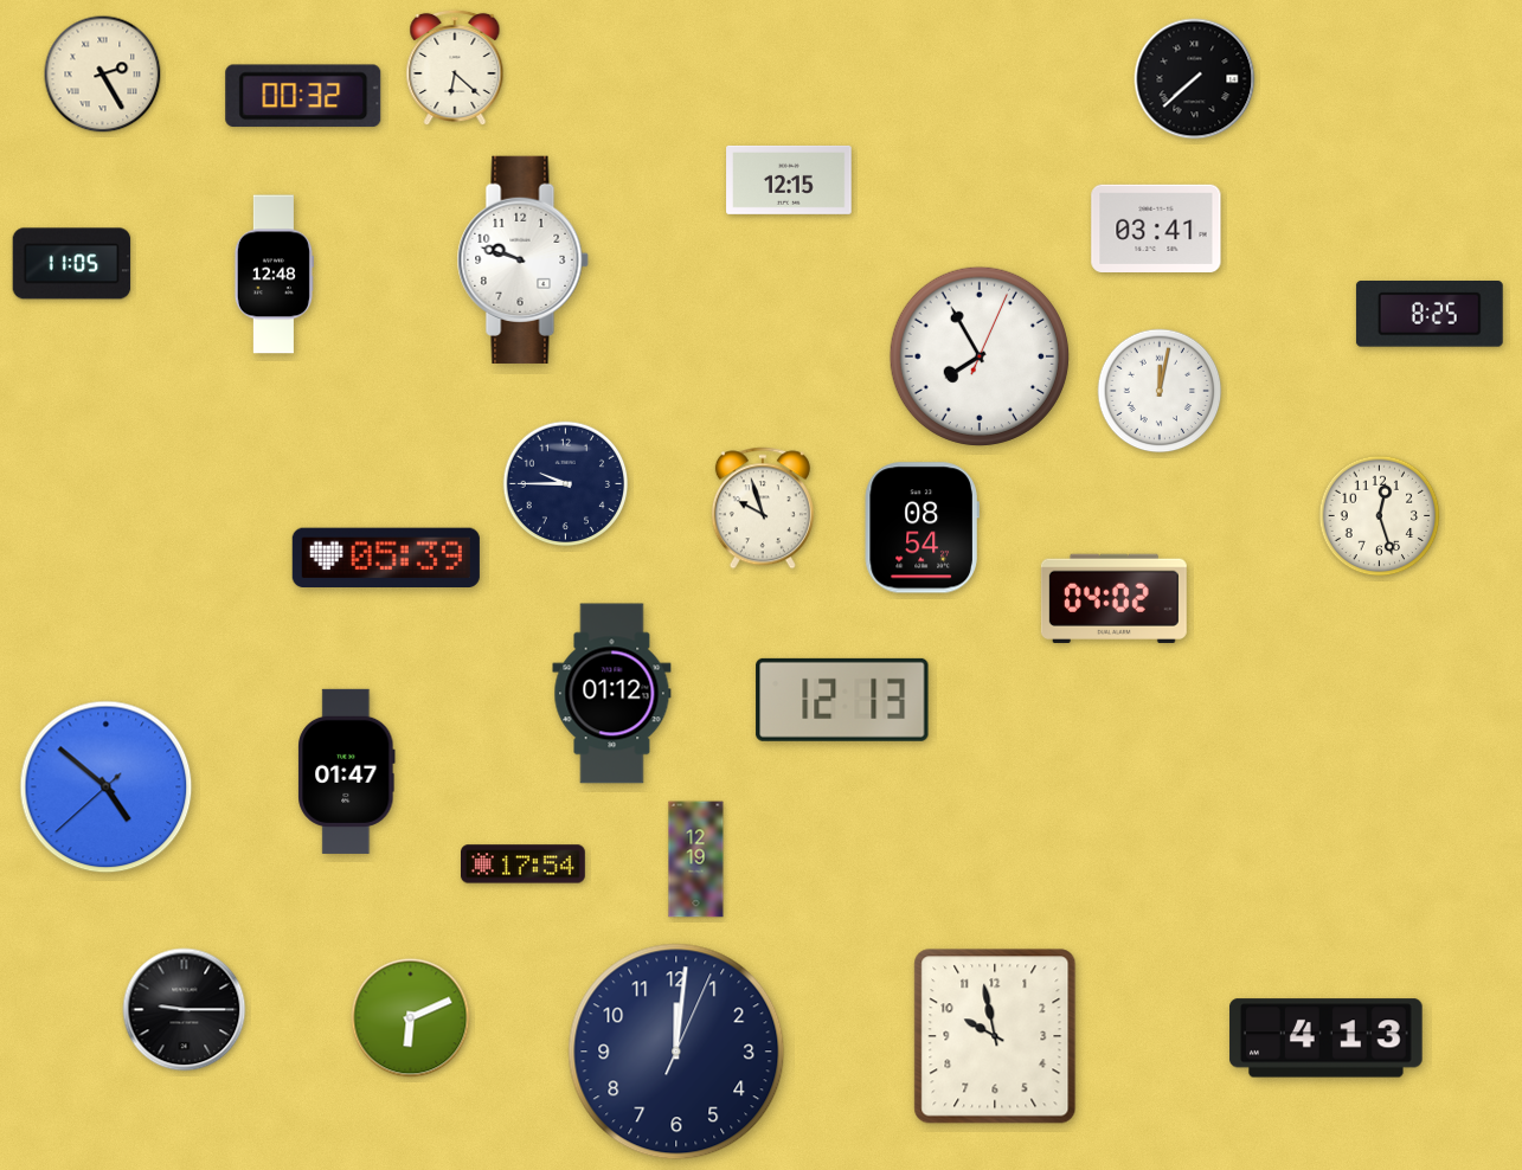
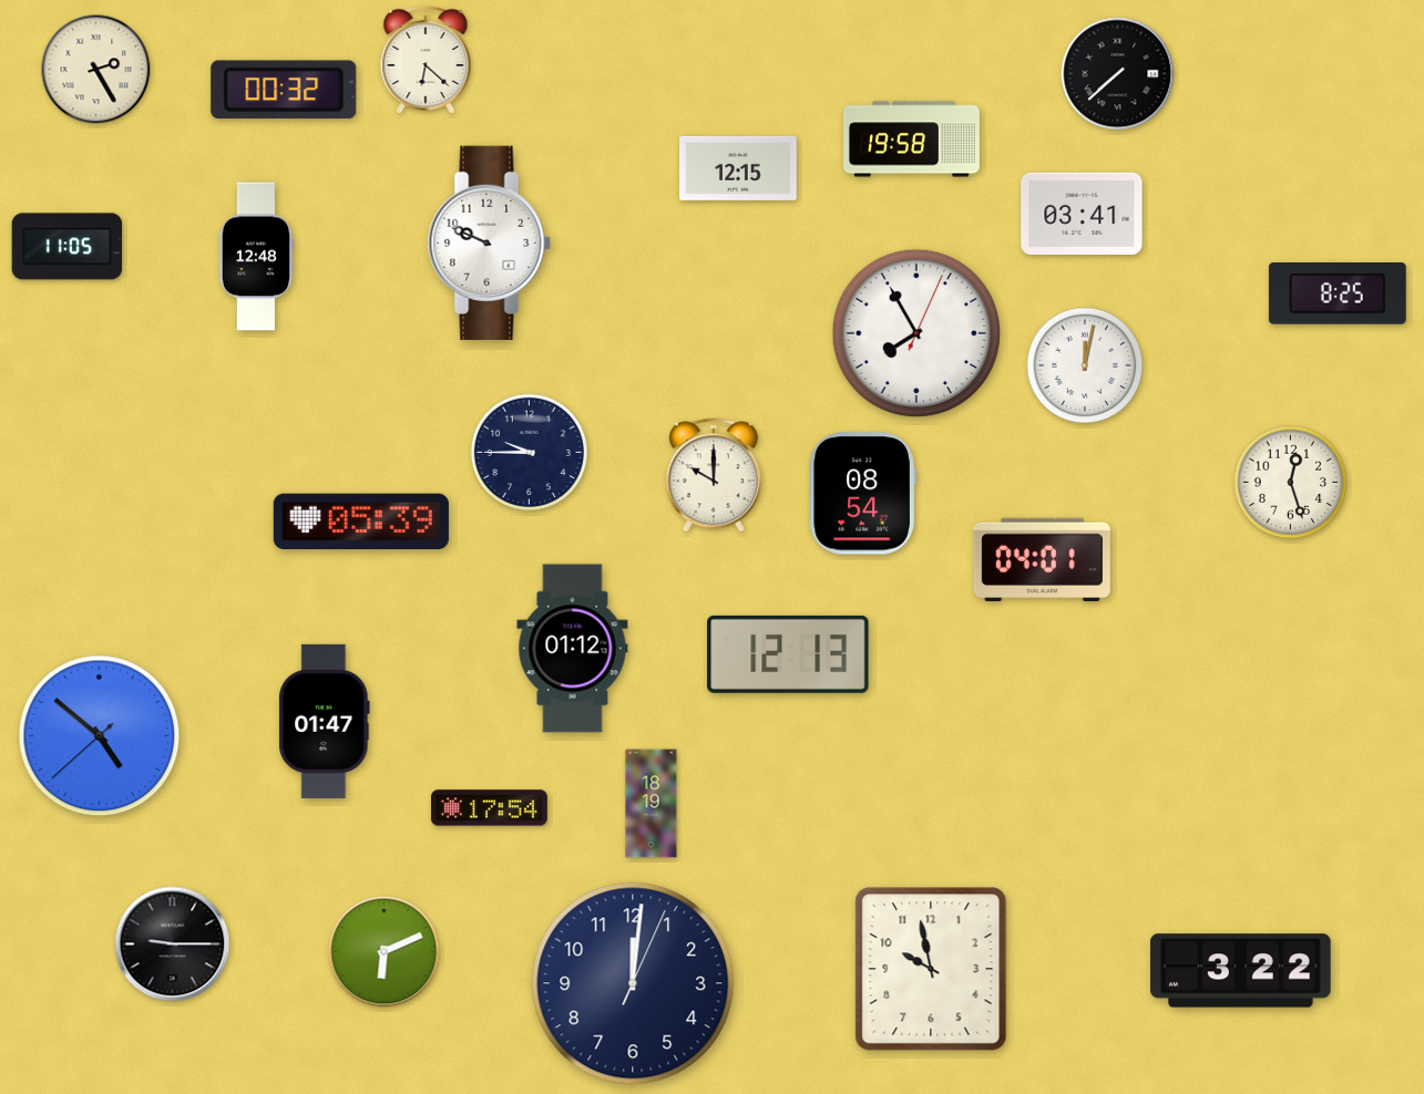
clock at (455, 67) position: (455, 67) -> (426, 60)
clock at (911, 140): none -> 19:58
clock at (522, 259): 9:48 -> 9:49
clock at (763, 508): 9:57 -> 10:00
clock at (1113, 598): 04:02 -> 04:01
clock at (696, 860): 12:19 -> 18:19
clock at (1327, 1039): 4:13 -> 3:22
